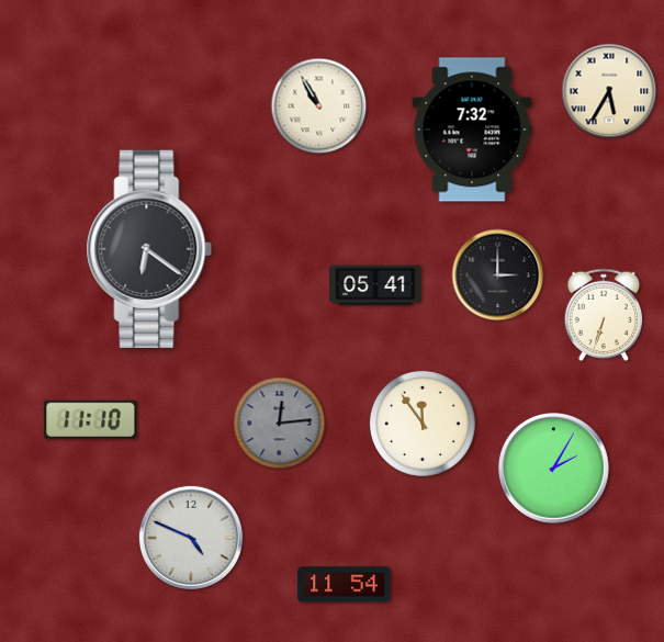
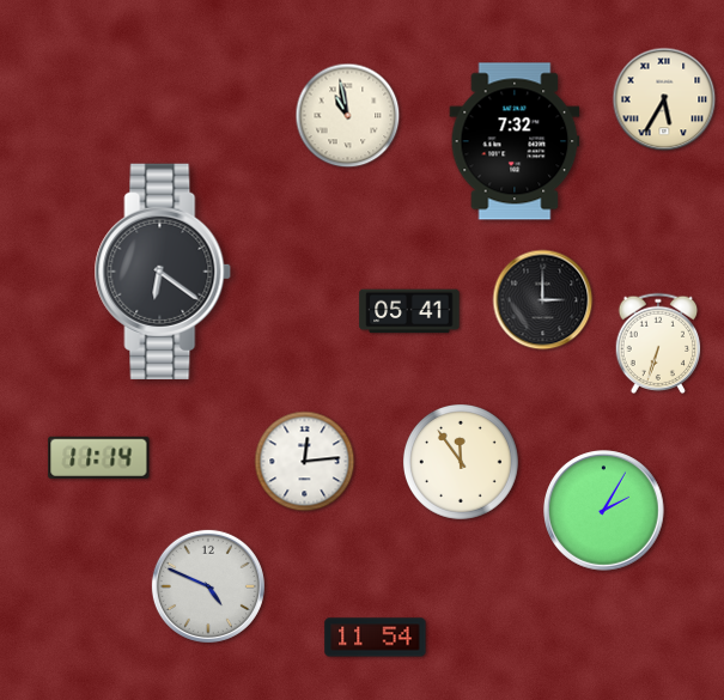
clock at (319, 106): 10:55 -> 10:58
clock at (91, 419): 11:10 -> 11:14
clock at (280, 424) dial: grey -> white
